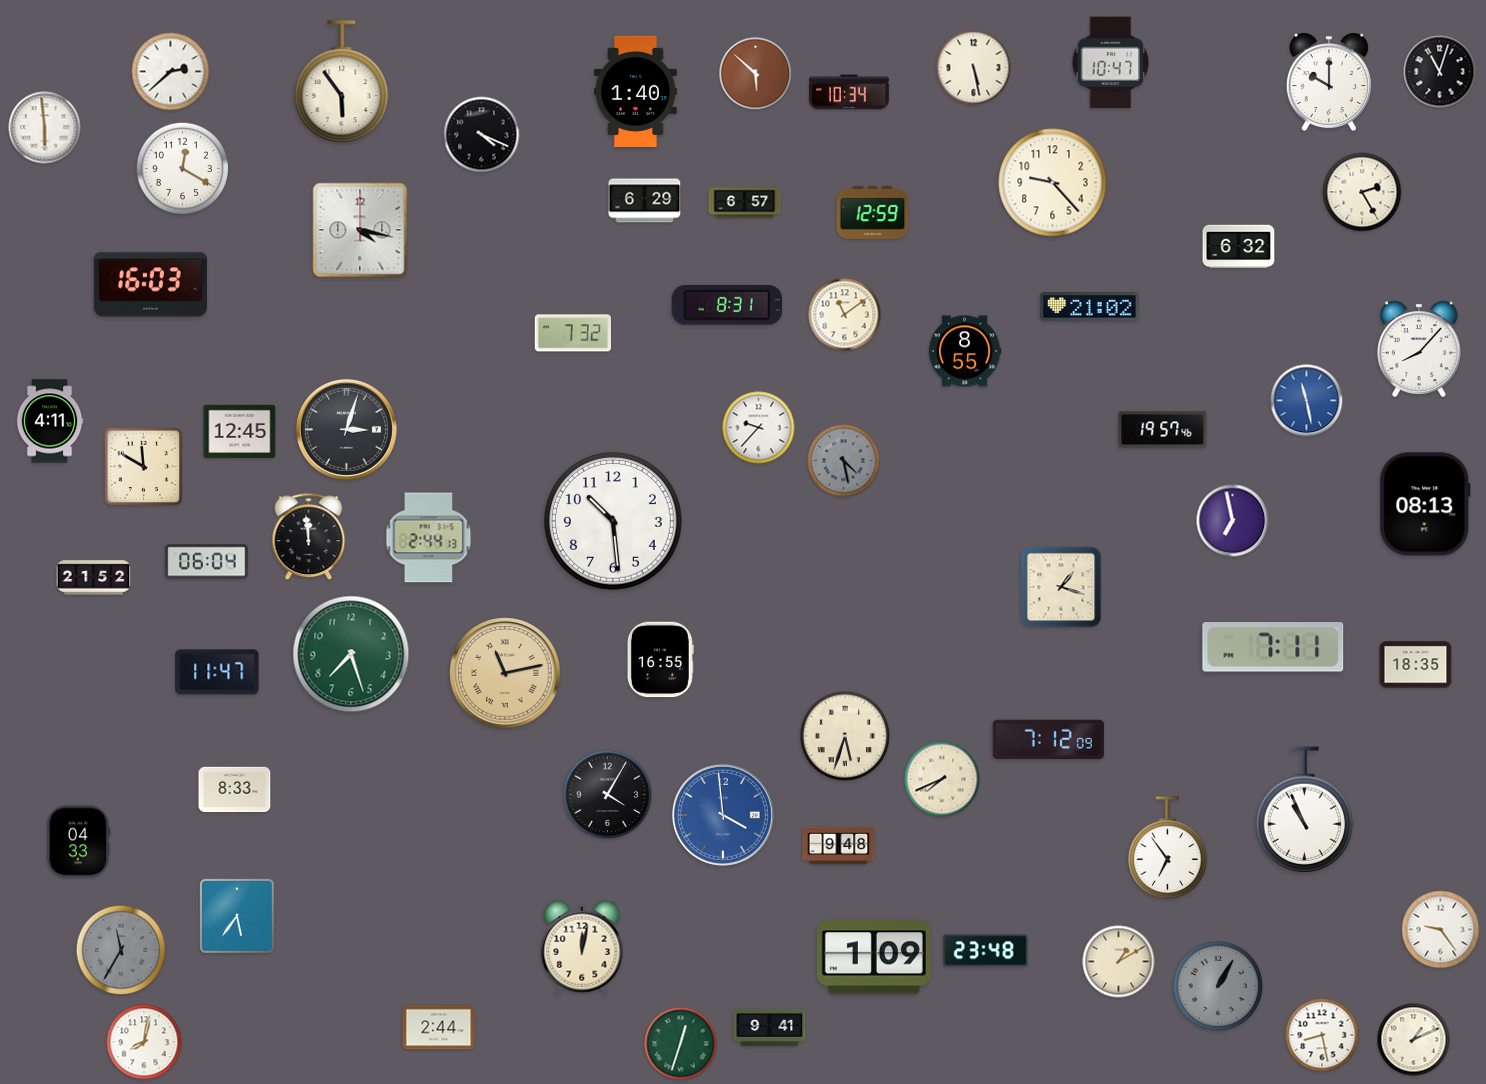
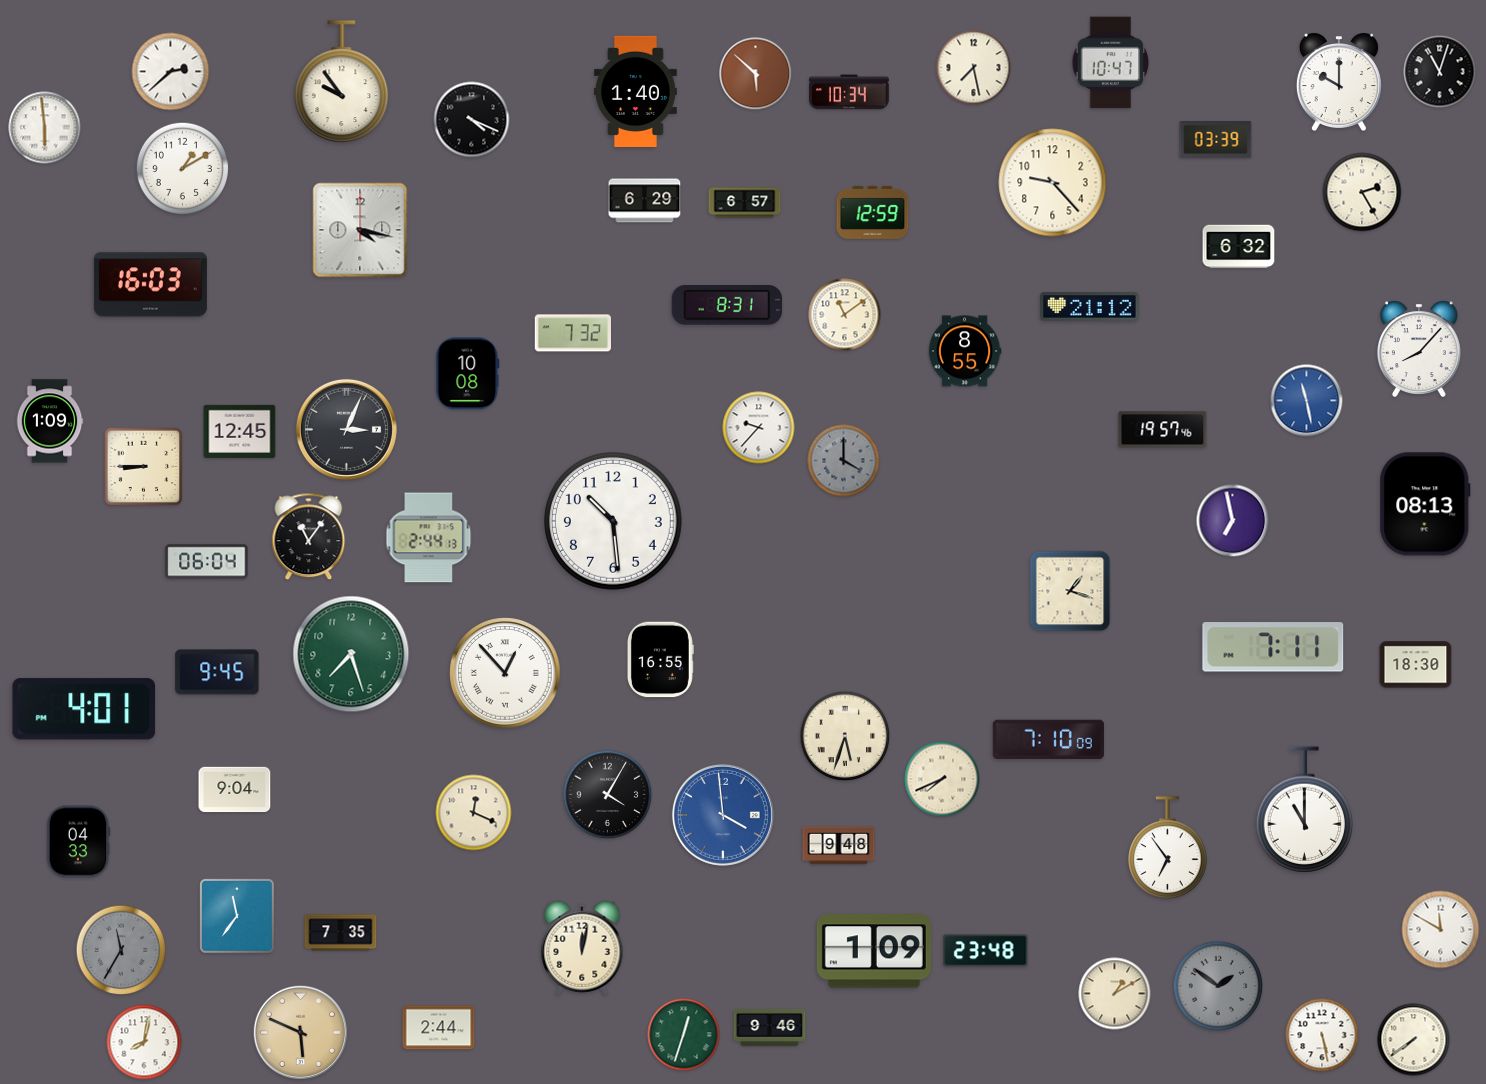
clock at (974, 68): 5:28 -> 7:28
clock at (342, 82): 5:54 -> 9:54
clock at (1329, 82) position: (1329, 82) -> (1339, 82)
clock at (482, 135) position: (482, 135) -> (472, 120)
clock at (1216, 140): none -> 03:39
clock at (182, 168): 12:20 -> 1:10
clock at (1090, 307): 21:02 -> 21:12
clock at (468, 374): none -> 10:08
clock at (50, 421): 4:11 -> 1:09
clock at (346, 429): 3:03 -> 3:04
clock at (844, 461): 4:28 -> 4:00
clock at (144, 467): 11:50 -> 8:45
clock at (309, 537): 11:59 -> 11:06
clock at (94, 578): 21:52 -> none
clock at (1061, 587) position: (1061, 587) -> (1070, 591)
clock at (1416, 665): 18:35 -> 18:30
clock at (217, 672): 11:47 -> 9:45
clock at (505, 673): 11:13 -> 12:53
clock at (505, 673) dial: champagne -> white
clock at (84, 709): none -> 4:01
clock at (1048, 739): 7:12 -> 7:10
clock at (235, 790): 8:33 -> 9:04
clock at (1304, 810): 10:56 -> 11:00
clock at (474, 813): none -> 12:19
clock at (238, 917): 5:36 -> 11:36
clock at (1441, 930): 9:24 -> 11:50
clock at (341, 933): none -> 7:35
clock at (874, 957) position: (874, 957) -> (874, 951)
clock at (1119, 962) position: (1119, 962) -> (1115, 994)
clock at (1218, 986): 1:05 -> 1:51
clock at (770, 1027): 9:41 -> 9:46
clock at (300, 1032): none -> 5:49
clock at (1322, 1035): 8:28 -> 5:28
clock at (1414, 1040): 1:11 -> 7:39
clock at (681, 1044) position: (681, 1044) -> (684, 1035)
